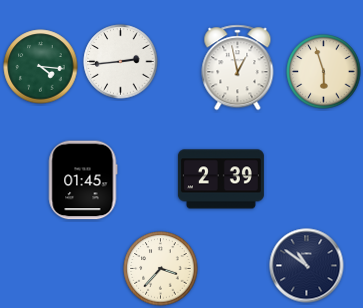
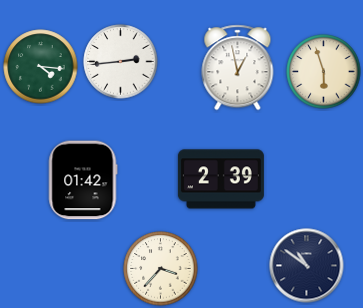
clock at (83, 180): 01:45 -> 01:42
